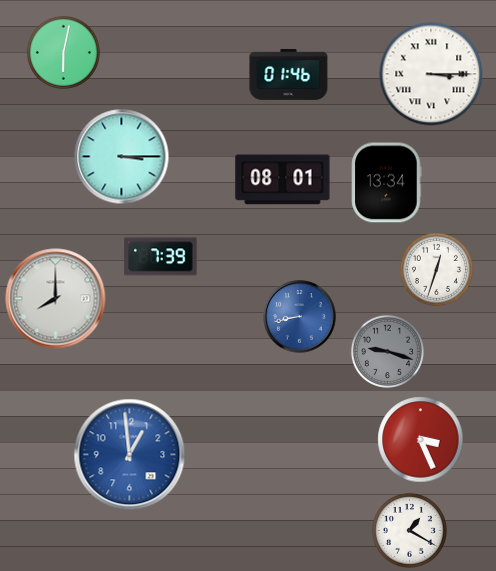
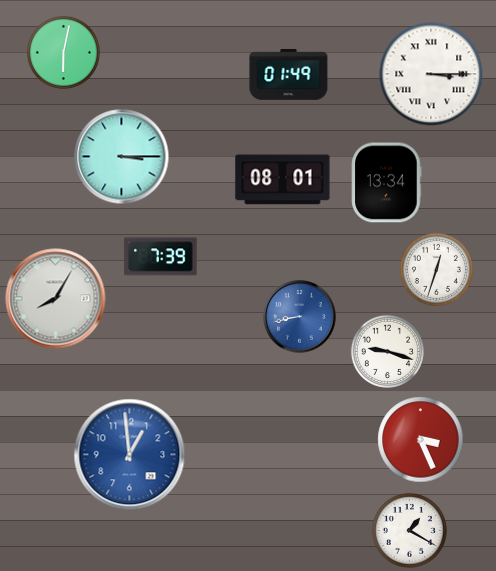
clock at (289, 74): 01:46 -> 01:49
clock at (56, 299): 8:00 -> 8:05
clock at (387, 351) dial: grey -> white
